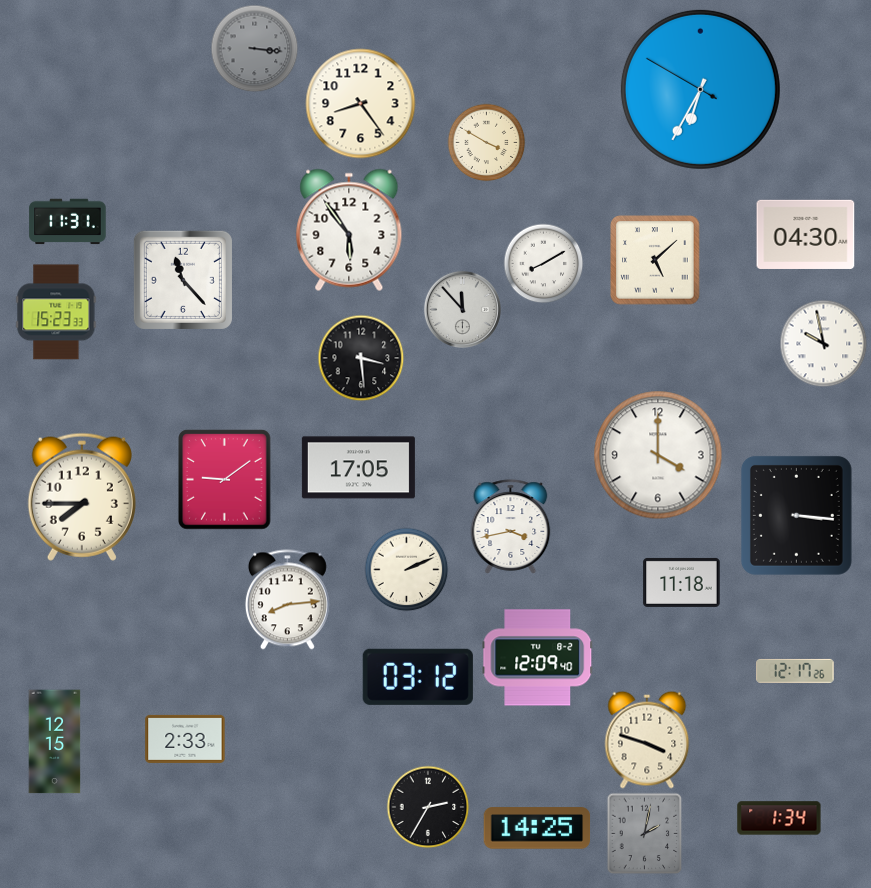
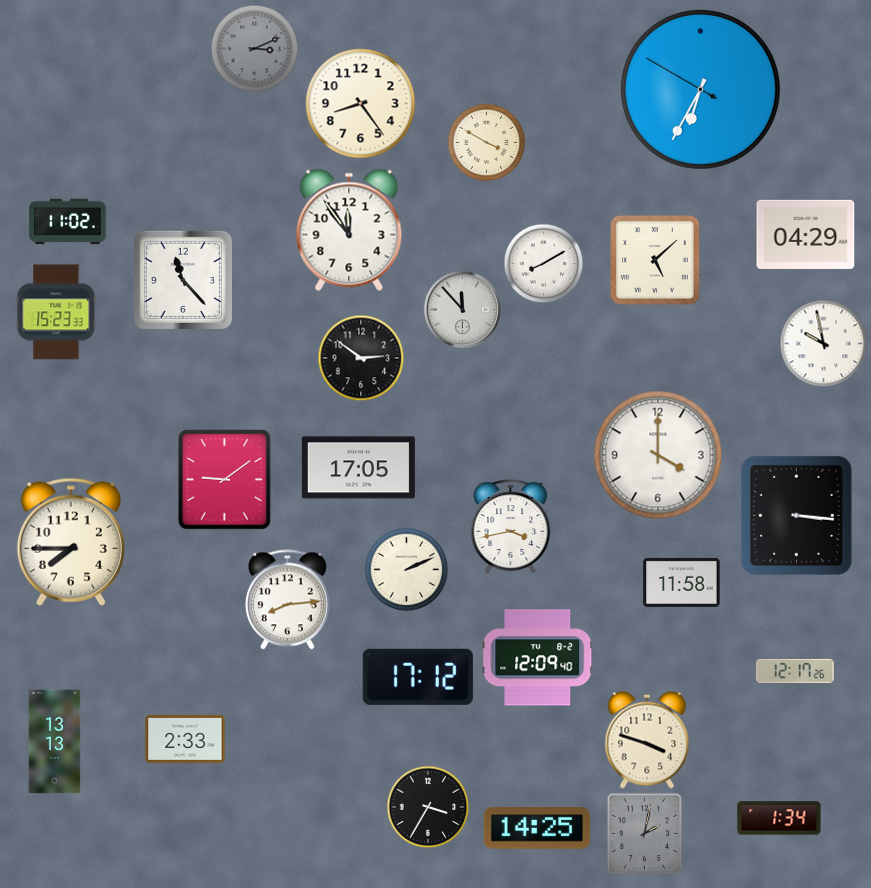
clock at (254, 48): 3:16 -> 3:11
clock at (68, 222): 11:31 -> 11:02
clock at (349, 230): 5:54 -> 11:54
clock at (806, 234): 04:30 -> 04:29
clock at (361, 358): 3:29 -> 2:51
clock at (82, 497) position: (82, 497) -> (71, 542)
clock at (682, 582): 11:18 -> 11:58
clock at (418, 677): 03:12 -> 17:12
clock at (55, 742): 12:15 -> 13:13
clock at (428, 807): 2:35 -> 3:35
